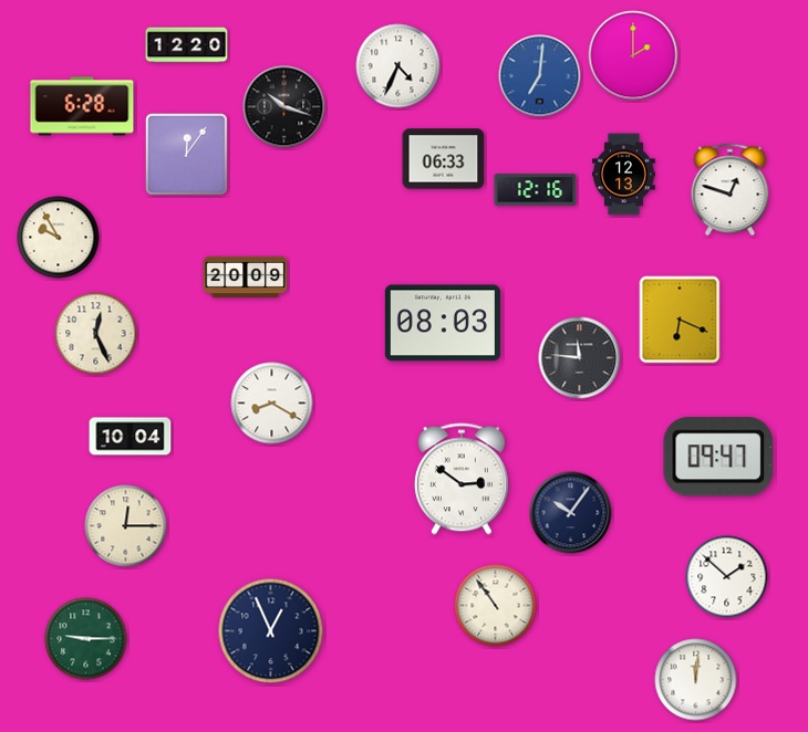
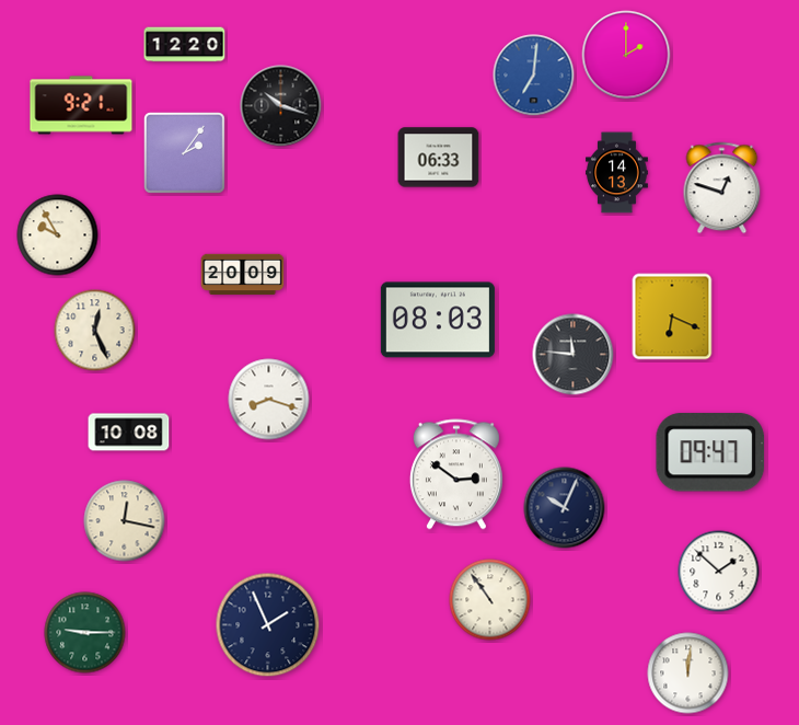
clock at (398, 66): 4:34 -> none
clock at (82, 106): 6:28 -> 9:21
clock at (186, 154): 12:06 -> 2:06
clock at (624, 175): 12:13 -> 14:13
clock at (536, 190): 12:16 -> none
clock at (272, 404): 8:20 -> 8:18
clock at (131, 437): 10:04 -> 10:08
clock at (571, 513): 10:06 -> 10:04
clock at (126, 526): 12:15 -> 12:17
clock at (271, 631): 12:56 -> 1:56
